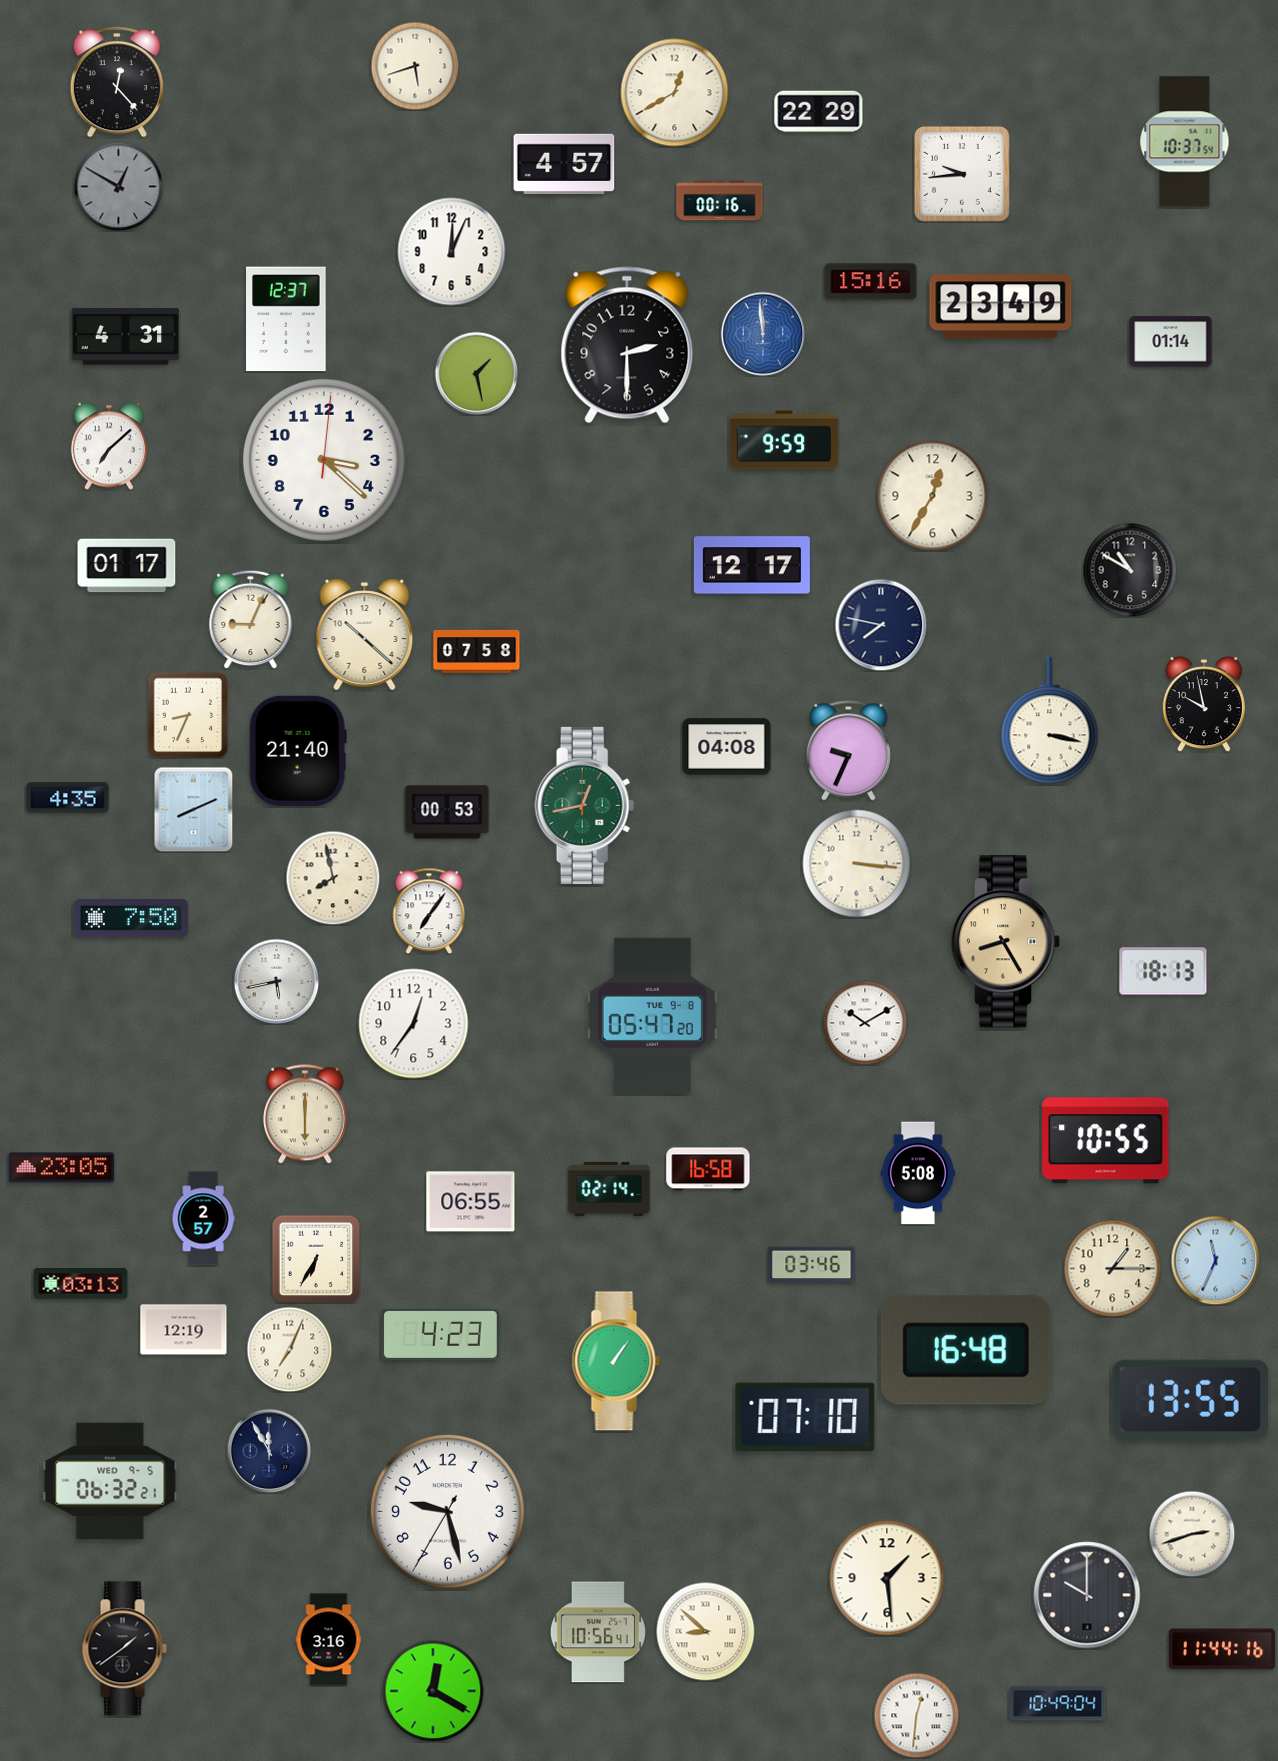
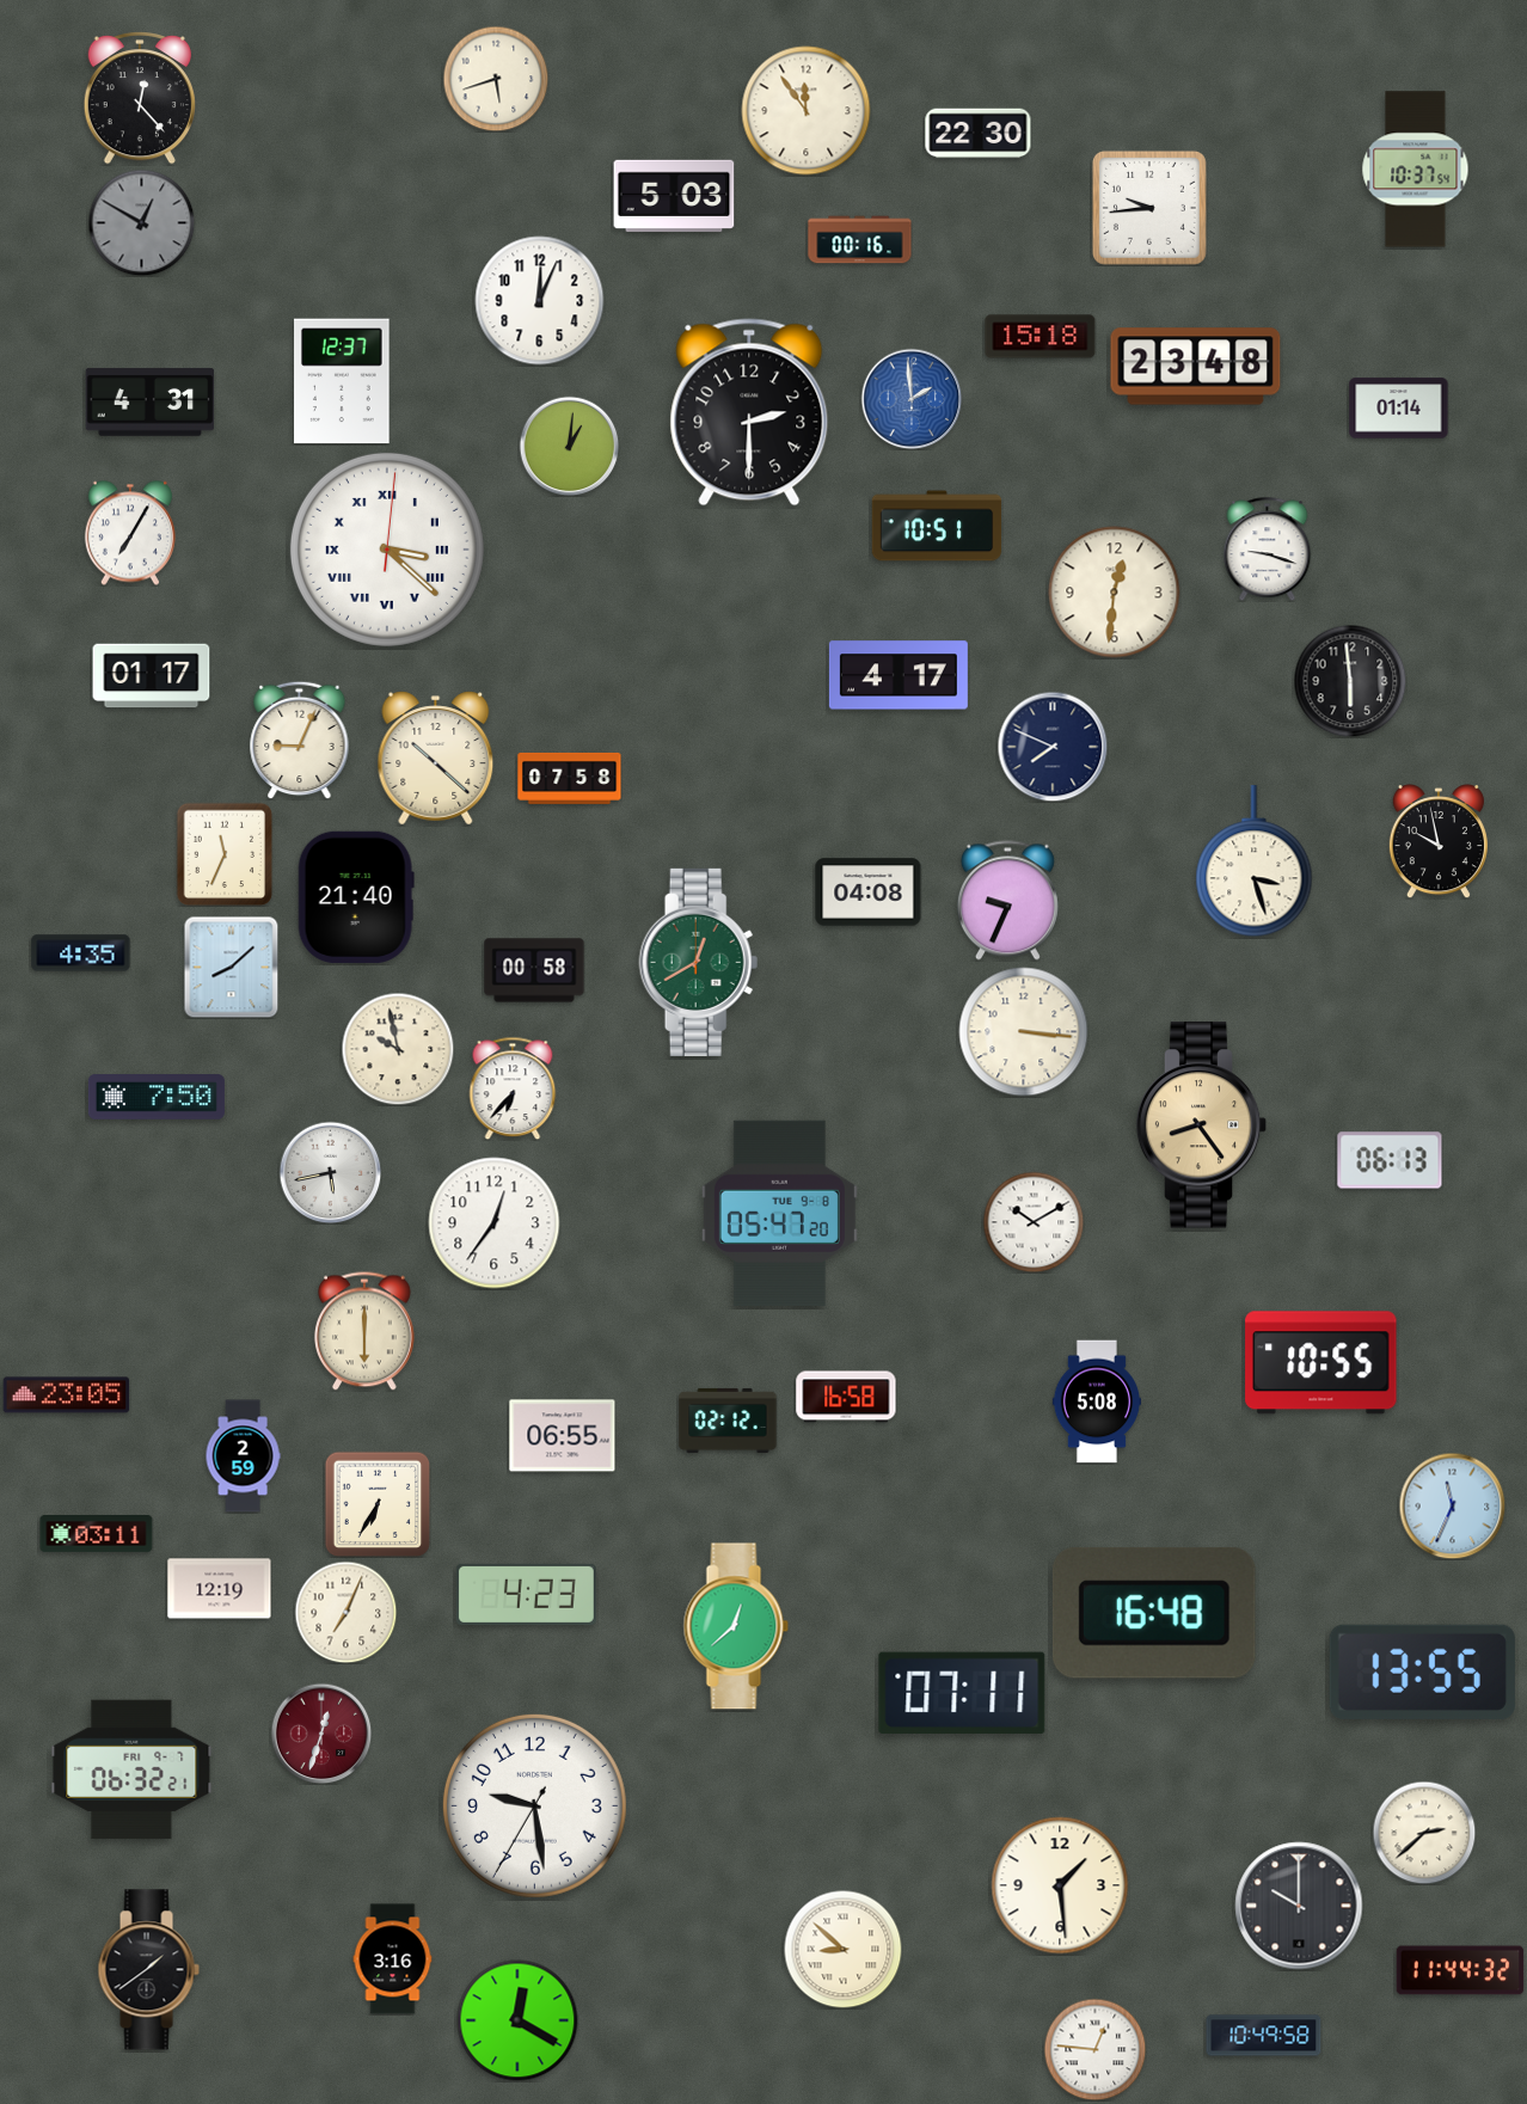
clock at (675, 93): 12:40 -> 11:54
clock at (819, 112): 22:29 -> 22:30
clock at (564, 163): 4:57 -> 5:03
clock at (871, 282): 15:16 -> 15:18
clock at (1001, 307): 23:49 -> 23:48
clock at (763, 334): 11:59 -> 1:59
clock at (476, 373): 1:28 -> 1:01
clock at (784, 440): 9:59 -> 10:51
clock at (109, 446): 7:08 -> 7:05
clock at (1268, 548): none -> 9:18
clock at (324, 460) numerals: Arabic -> Roman
clock at (933, 496): 12:35 -> 12:31
clock at (752, 565): 12:17 -> 4:17
clock at (1130, 570): 10:50 -> 5:59
clock at (881, 625): 7:47 -> 7:49
clock at (188, 715): 8:34 -> 11:34
clock at (1050, 721): 3:17 -> 3:27
clock at (848, 751) position: (848, 751) -> (1007, 901)
clock at (585, 805): 12:43 -> 12:40
clock at (194, 809): 8:11 -> 8:08
clock at (447, 812): 00:53 -> 00:58
clock at (333, 878): 7:58 -> 9:58
clock at (429, 911): 7:06 -> 6:37
clock at (1006, 942): 8:25 -> 8:24
clock at (1163, 971): 18:13 -> 06:13
clock at (62, 1168) position: (62, 1168) -> (67, 1395)
clock at (609, 1189): 02:14 -> 02:12
clock at (203, 1219): 2:57 -> 2:59
clock at (812, 1265): 03:46 -> none
clock at (1112, 1268): 1:15 -> none
clock at (81, 1284): 03:13 -> 03:11
clock at (616, 1361): 1:06 -> 12:38
clock at (805, 1417): 07:10 -> 07:11
clock at (269, 1451): 11:55 -> 12:33
clock at (269, 1451) dial: navy -> burgundy
clock at (110, 1481) date: WED 9-5 -> FRI 9-7
clock at (447, 1511): 9:27 -> 9:28
clock at (1192, 1534): 2:42 -> 2:38
clock at (598, 1632): 10:56 -> none
clock at (1222, 1649): 11:44:16 -> 11:44:32
clock at (1058, 1704): 10:49:04 -> 10:49:58
clock at (916, 1715): 12:31 -> 12:46
